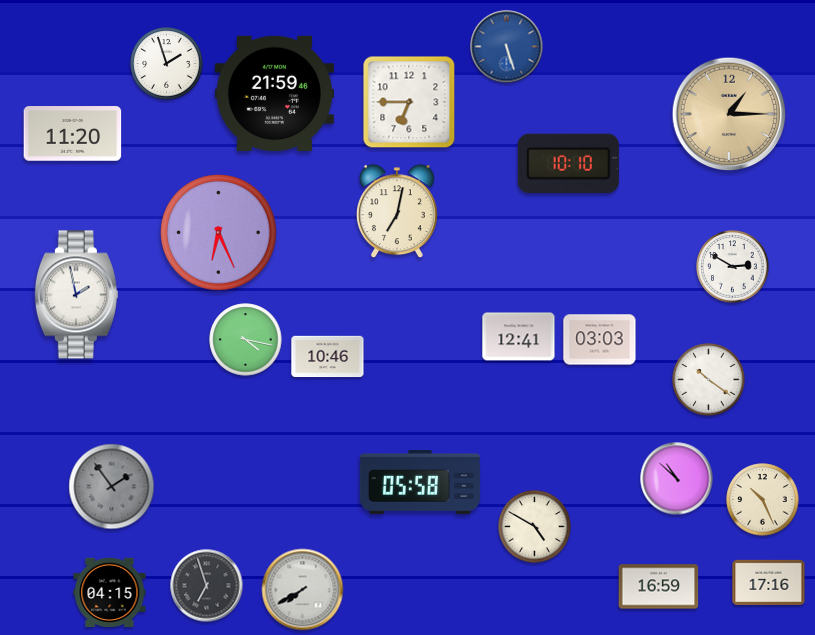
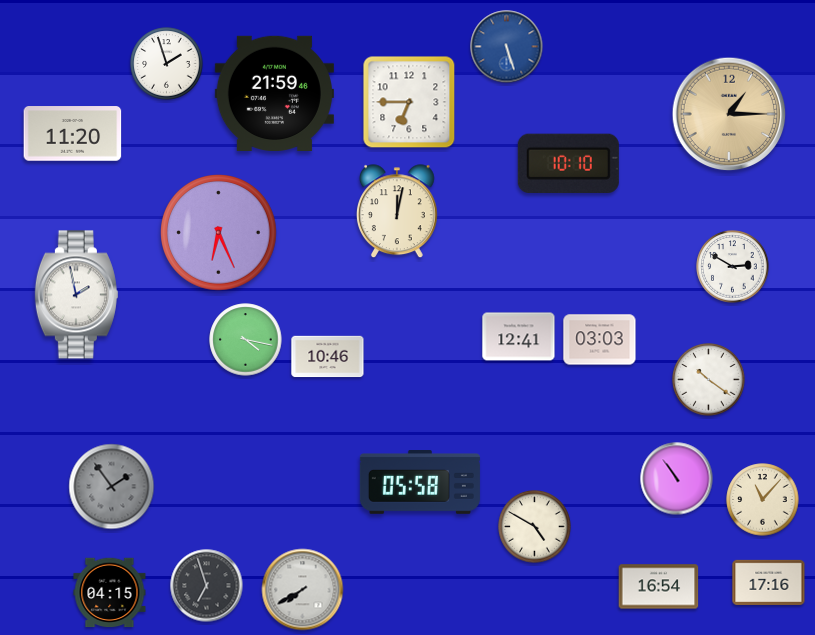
clock at (397, 212): 7:02 -> 12:02
clock at (677, 479): 10:52 -> 10:54
clock at (763, 500): 10:26 -> 11:07
clock at (659, 587): 16:59 -> 16:54
